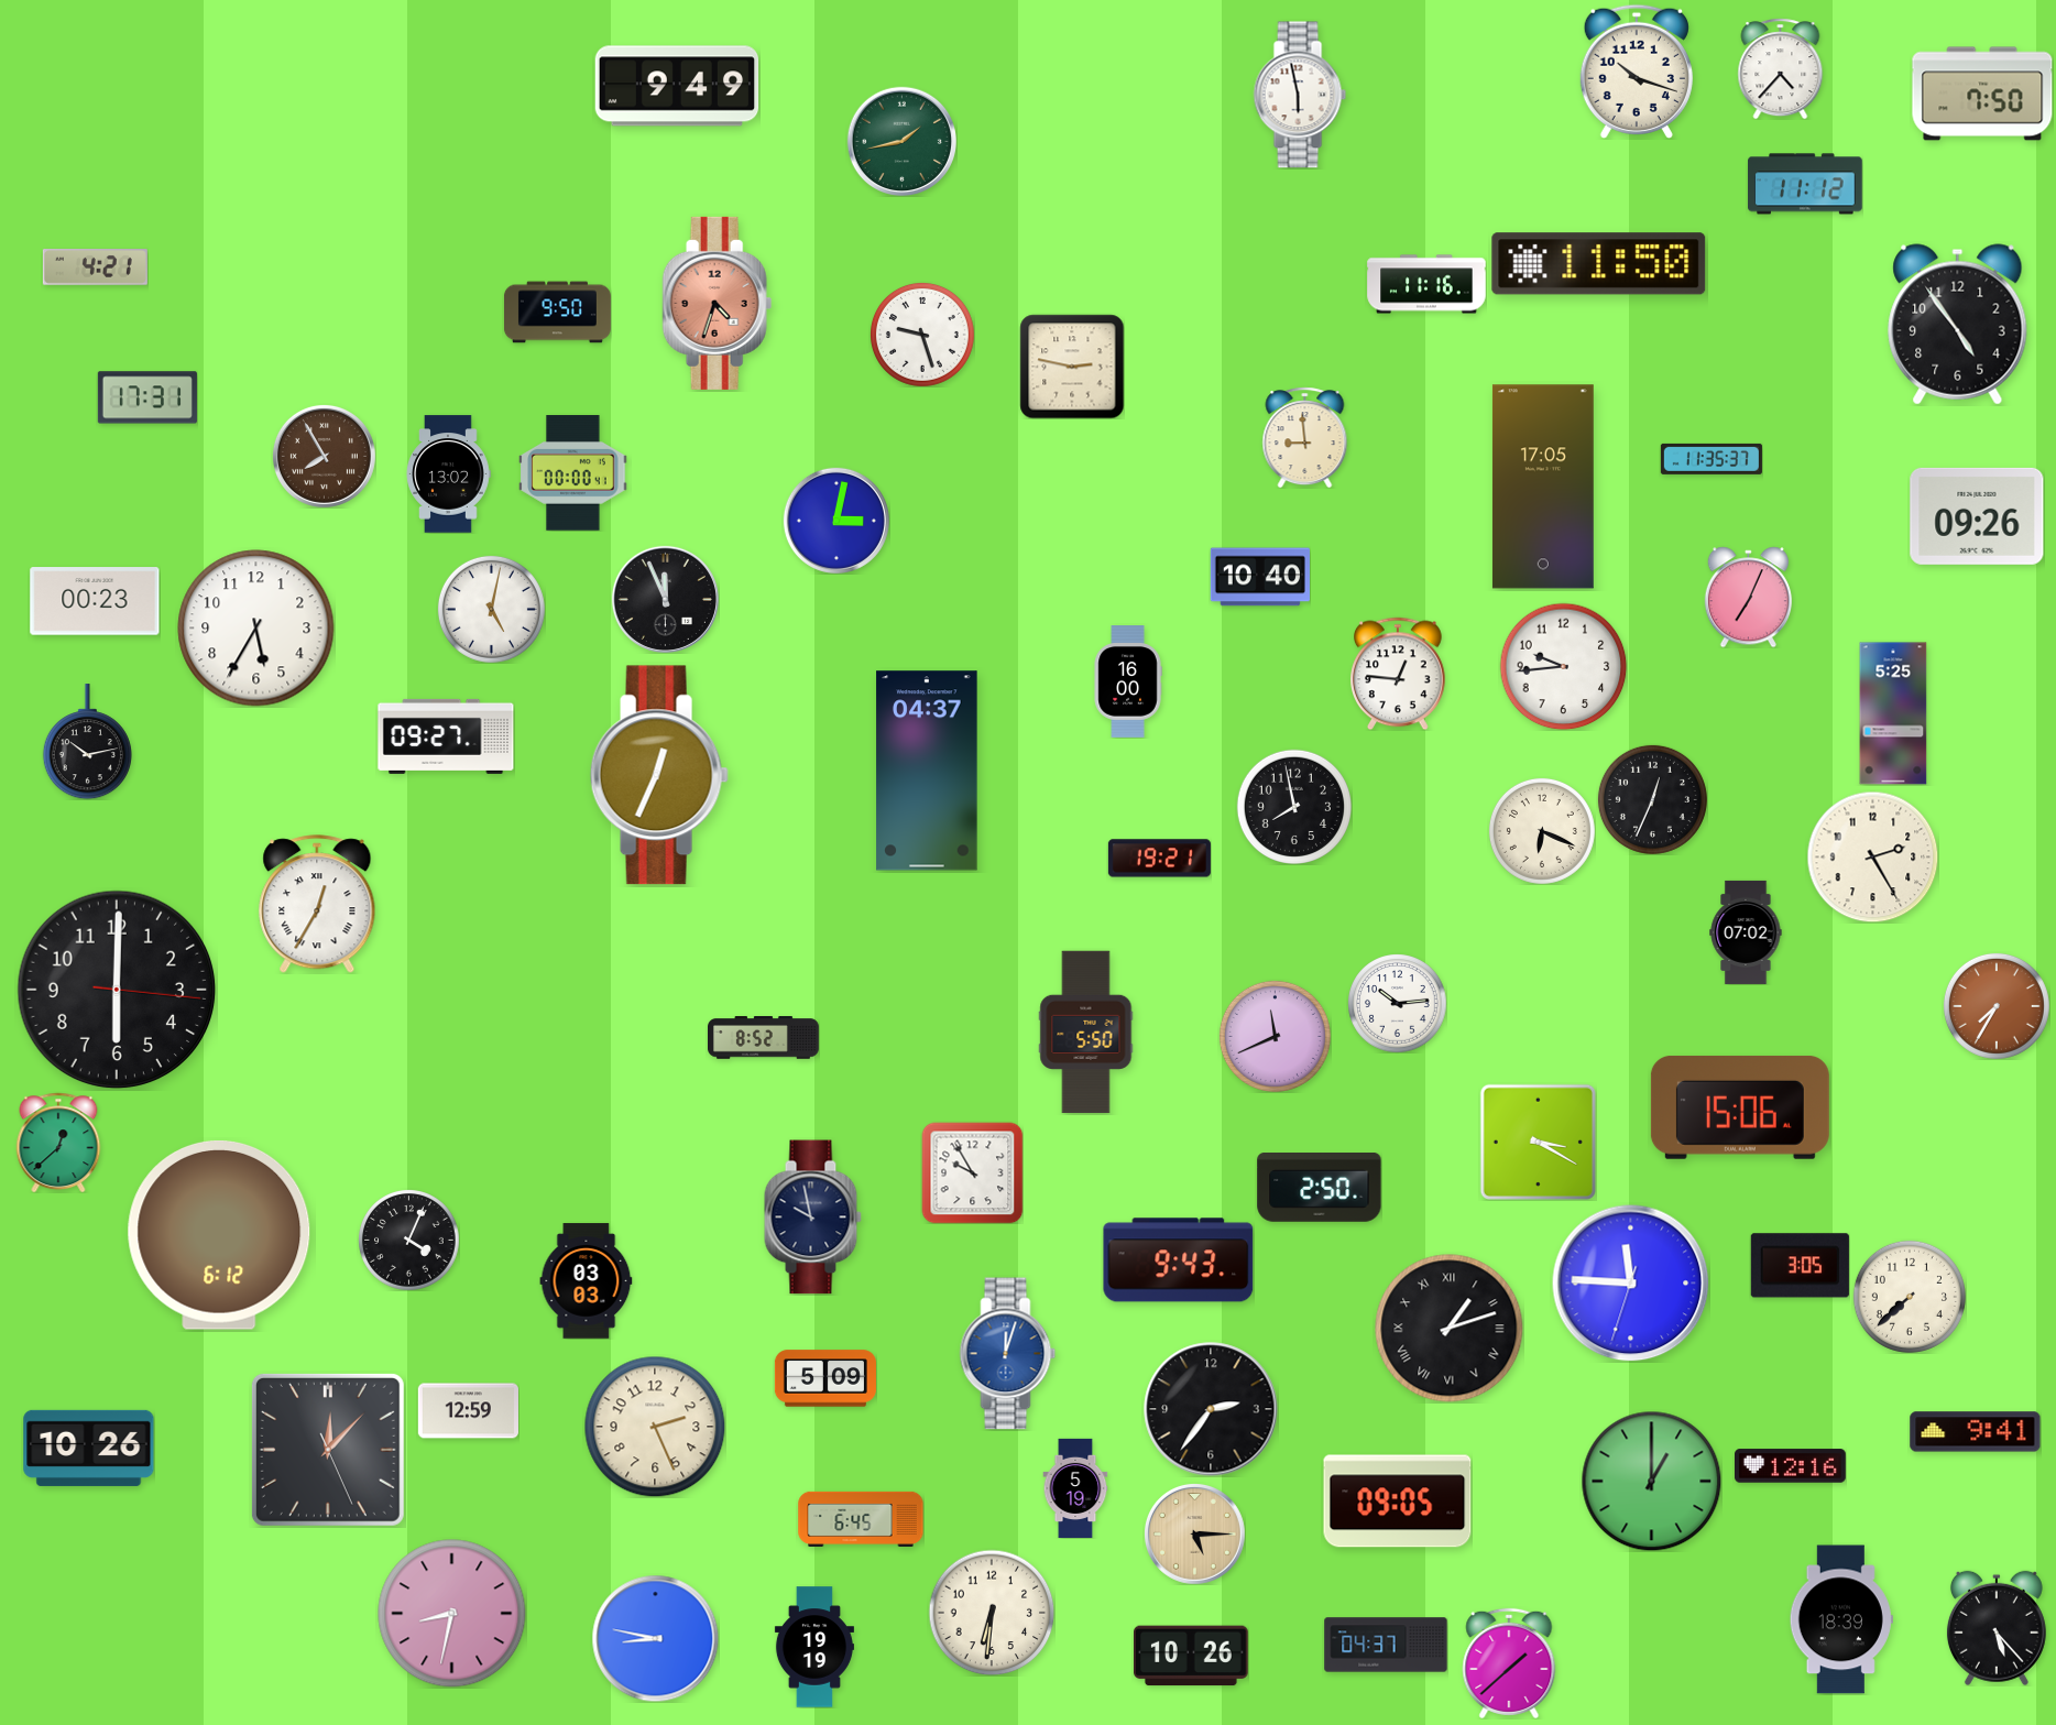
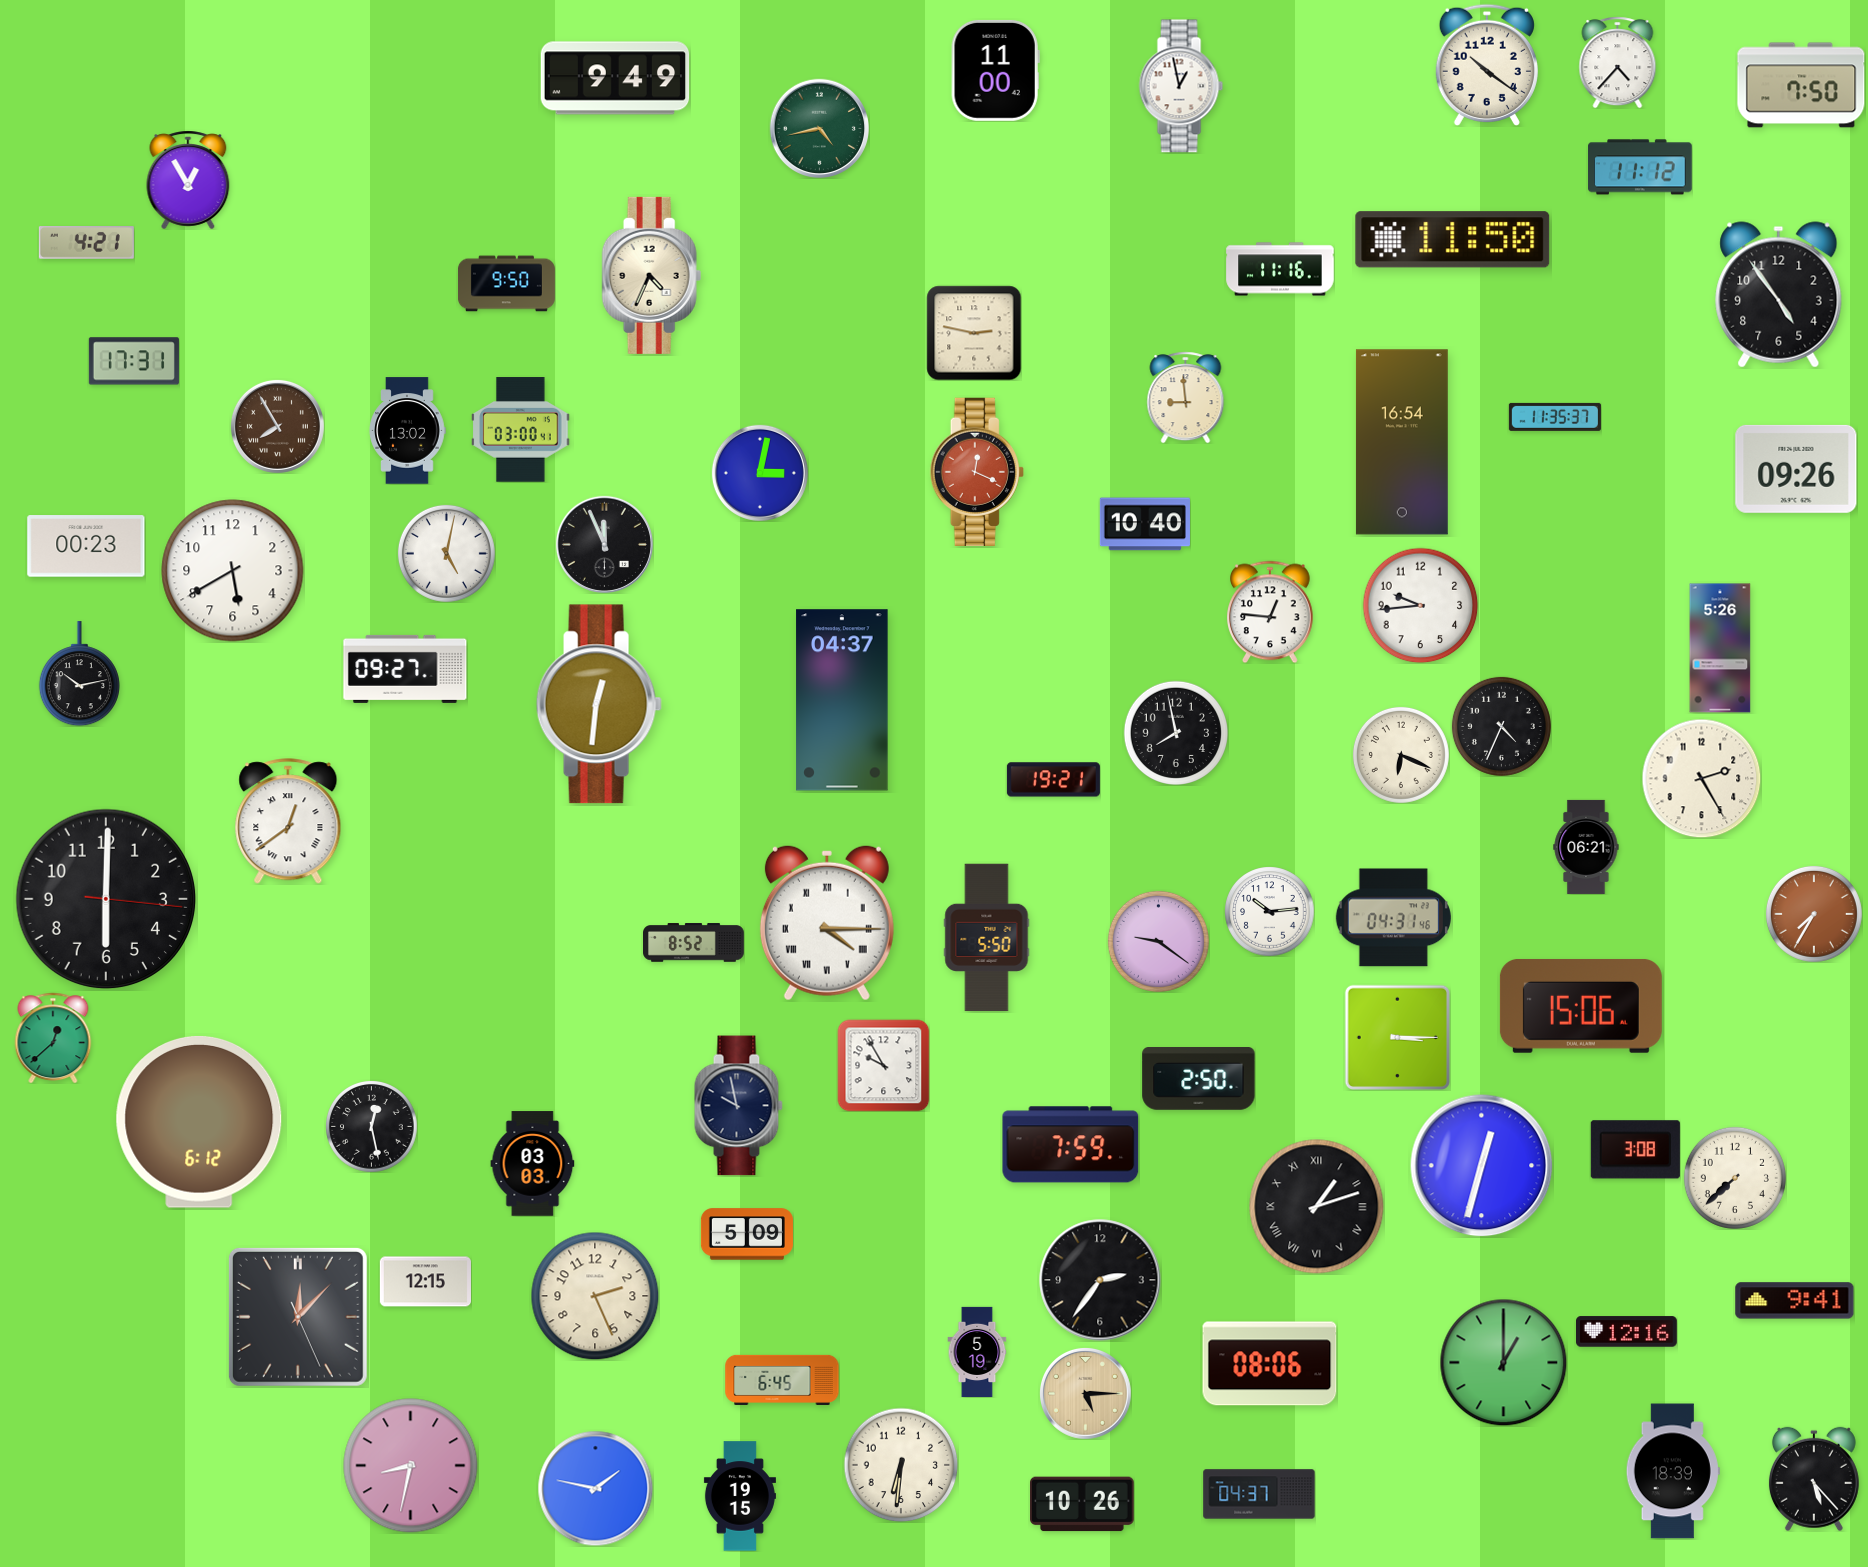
clock at (1637, 72): 10:18 -> 10:21
clock at (995, 70): none -> 11:00
clock at (1300, 95): 5:58 -> 12:58
clock at (901, 141): 1:43 -> 4:43
clock at (188, 180): none -> 12:55
clock at (1426, 284) position: (1426, 284) -> (1280, 269)
clock at (718, 303): 4:33 -> 4:34
clock at (718, 303) dial: salmon -> cream
clock at (922, 335): 9:27 -> none
clock at (324, 456) position: (324, 456) -> (277, 426)
clock at (573, 473): 00:00 -> 03:00
clock at (1543, 487): 17:05 -> 16:54
clock at (977, 471): none -> 12:19
clock at (1748, 597): 7:04 -> none
clock at (256, 629): 5:35 -> 5:40
clock at (1128, 681): 16:00 -> none
clock at (1893, 713): 5:25 -> 5:26
clock at (659, 775): 12:34 -> 12:31
clock at (1652, 799): 12:34 -> 4:34
clock at (317, 904): 12:35 -> 12:39
clock at (1746, 932): 07:02 -> 06:21
clock at (1393, 918): none -> 04:31
clock at (827, 923): none -> 4:15
clock at (1275, 1036): 11:41 -> 9:21
clock at (1538, 1142): 3:20 -> 3:15
clock at (409, 1241): 4:04 -> 12:28
clock at (1179, 1260): 9:43 -> 7:59
clock at (1800, 1266): 3:05 -> 3:08
clock at (1631, 1284): 11:45 -> 12:32
clock at (1008, 1354): 12:03 -> none
clock at (825, 1378) position: (825, 1378) -> (747, 1234)
clock at (468, 1411): 12:59 -> 12:15
clock at (89, 1448): 10:26 -> none
clock at (1651, 1481) position: (1651, 1481) -> (1503, 1362)
clock at (1398, 1502): 09:05 -> 08:06
clock at (655, 1638): 8:47 -> 1:47
clock at (814, 1647): 19:19 -> 19:15
clock at (1509, 1663): 1:38 -> none
